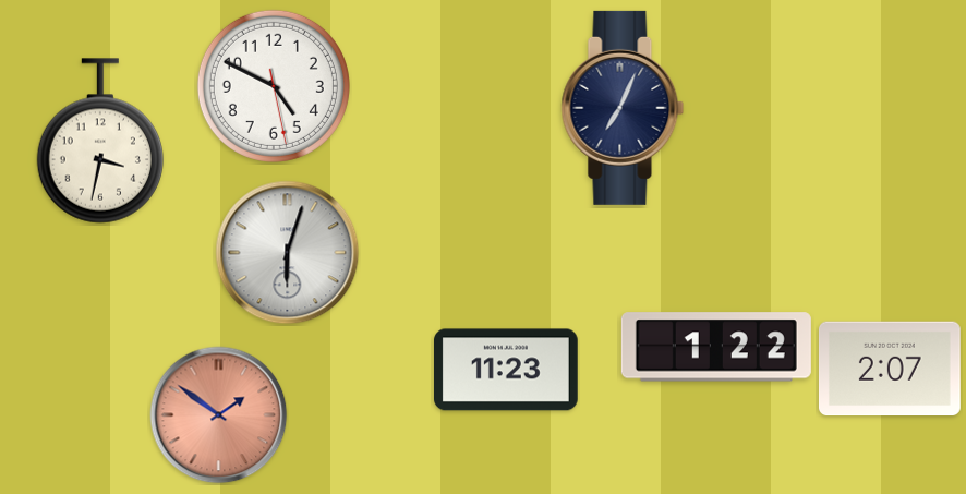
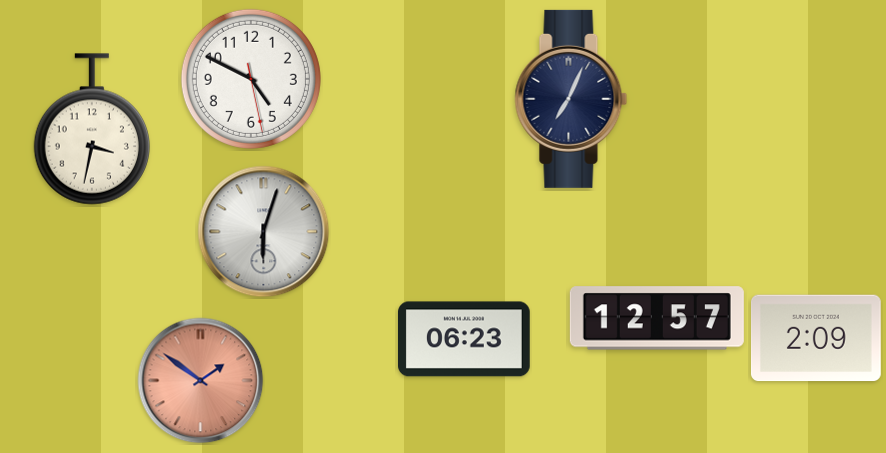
clock at (716, 347): 1:22 -> 12:57
clock at (890, 369): 2:07 -> 2:09
clock at (507, 370): 11:23 -> 06:23
